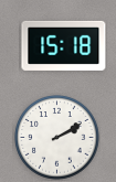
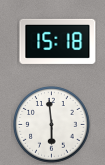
clock at (57, 138): 2:10 -> 5:59
